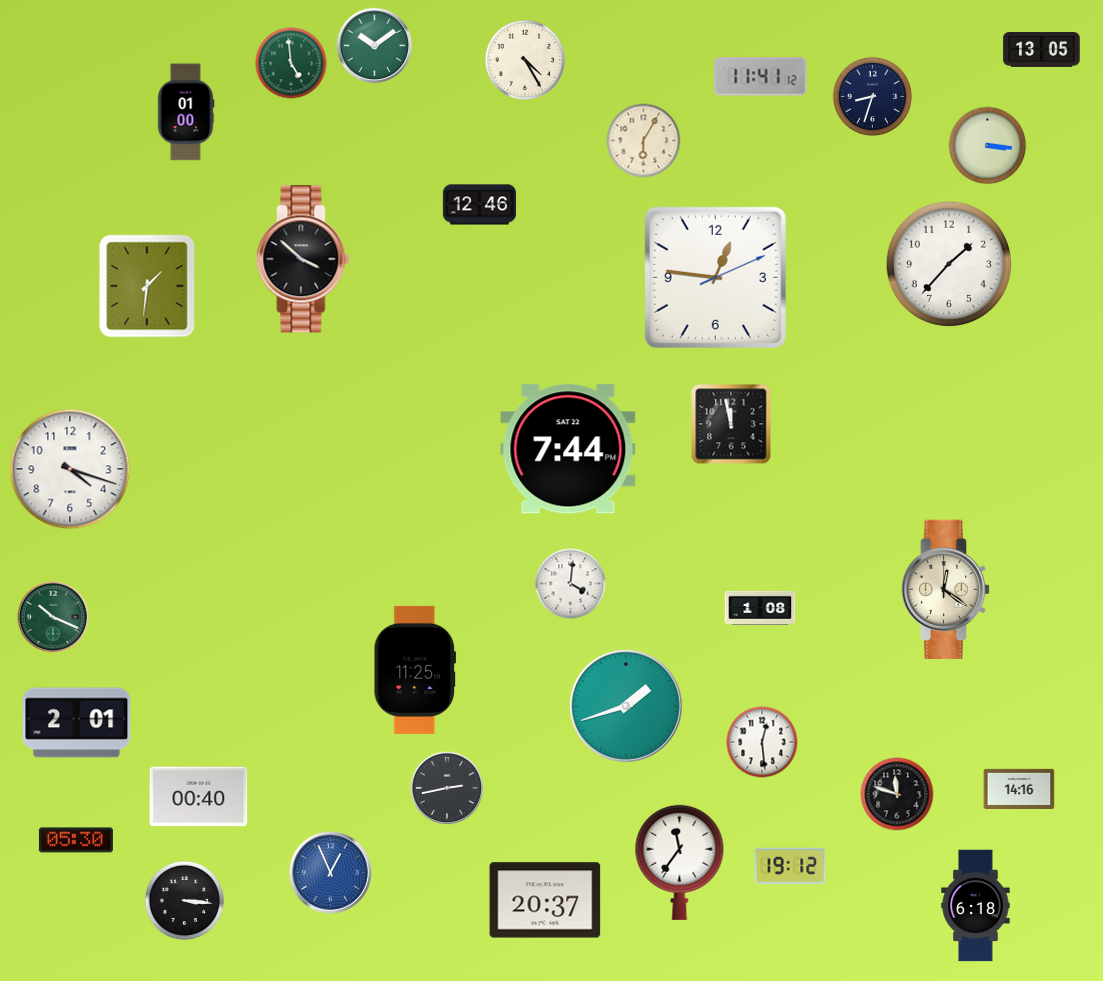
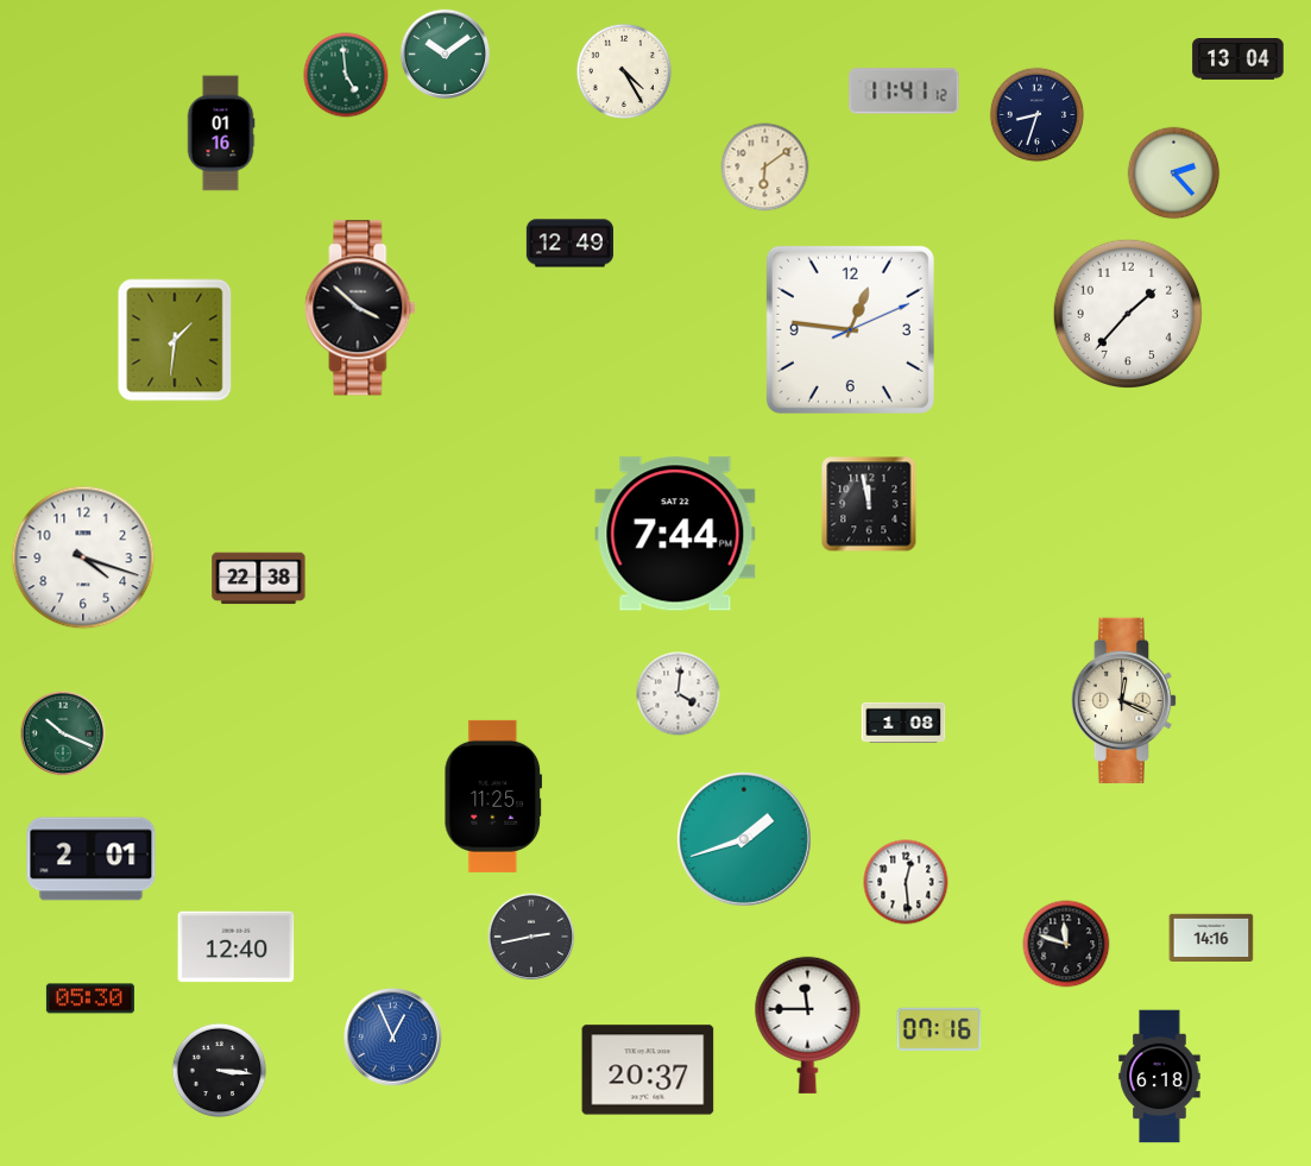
clock at (1042, 50): 13:05 -> 13:04
clock at (186, 112): 01:00 -> 01:16
clock at (644, 141): 6:05 -> 6:09
clock at (988, 146): 3:16 -> 2:23
clock at (479, 205): 12:46 -> 12:49
clock at (259, 579): none -> 22:38
clock at (946, 589): 12:21 -> 12:19
clock at (199, 797): 00:40 -> 12:40
clock at (680, 862): 11:36 -> 11:45
clock at (790, 866): 19:12 -> 07:16
